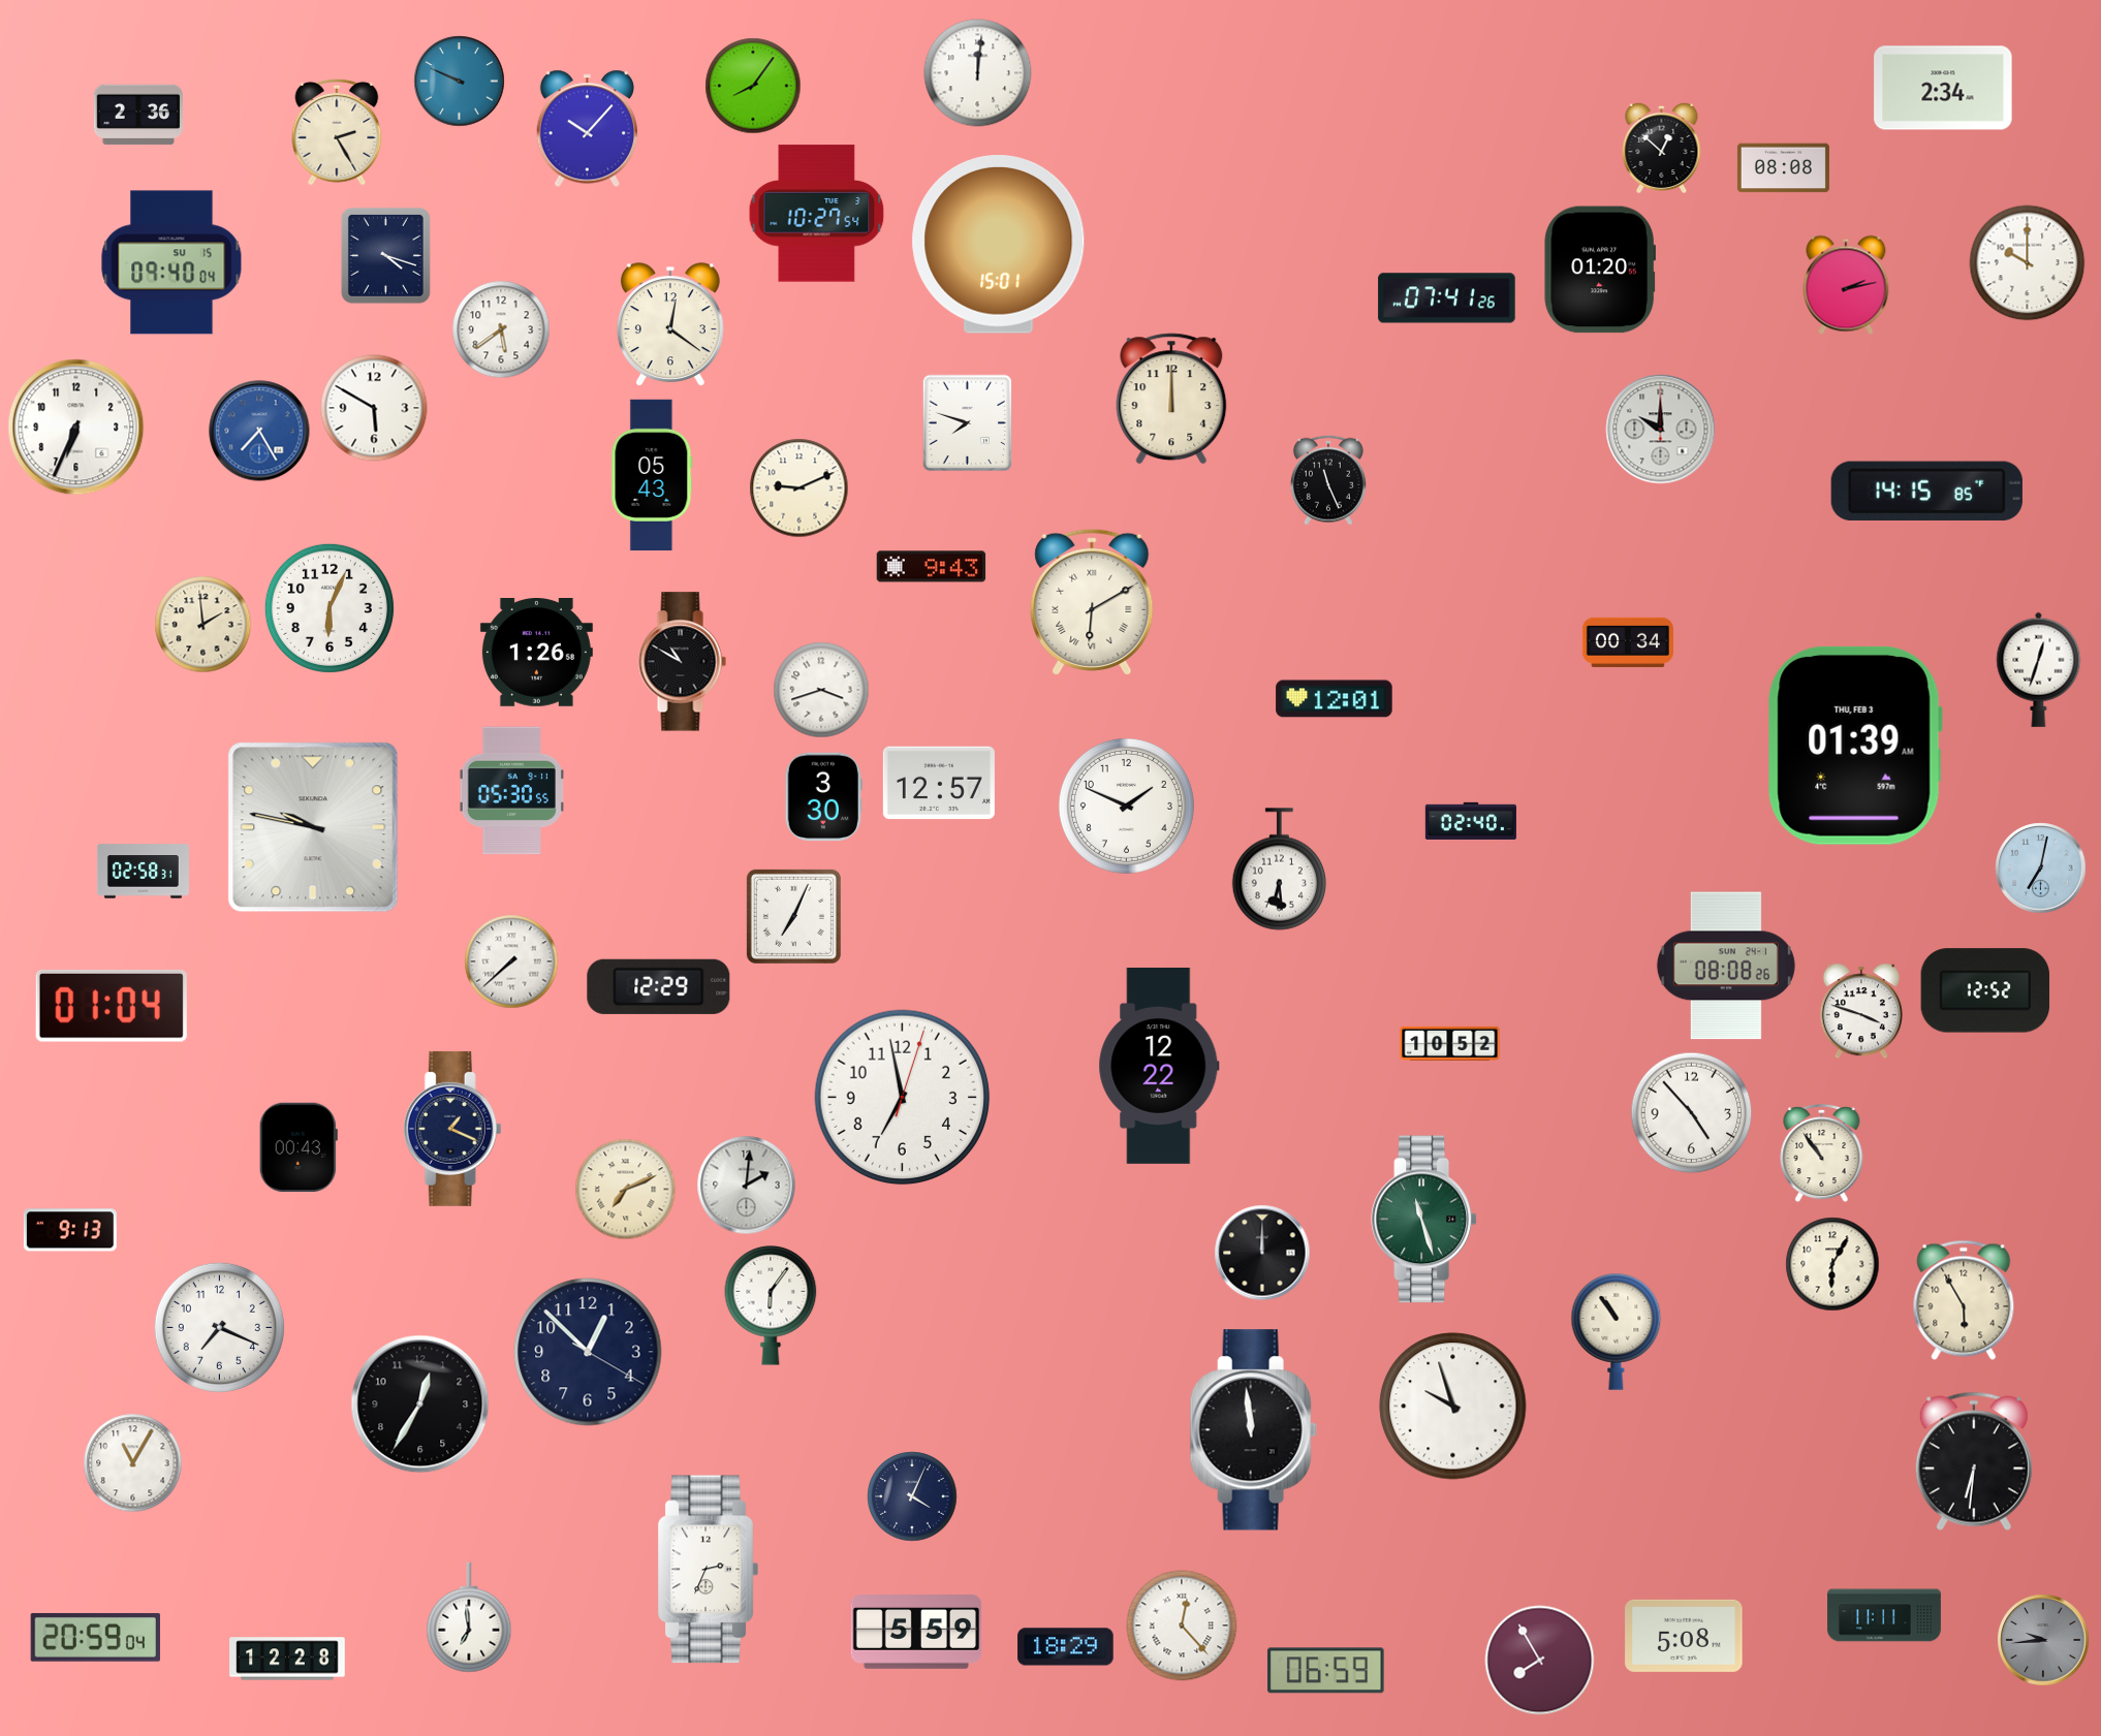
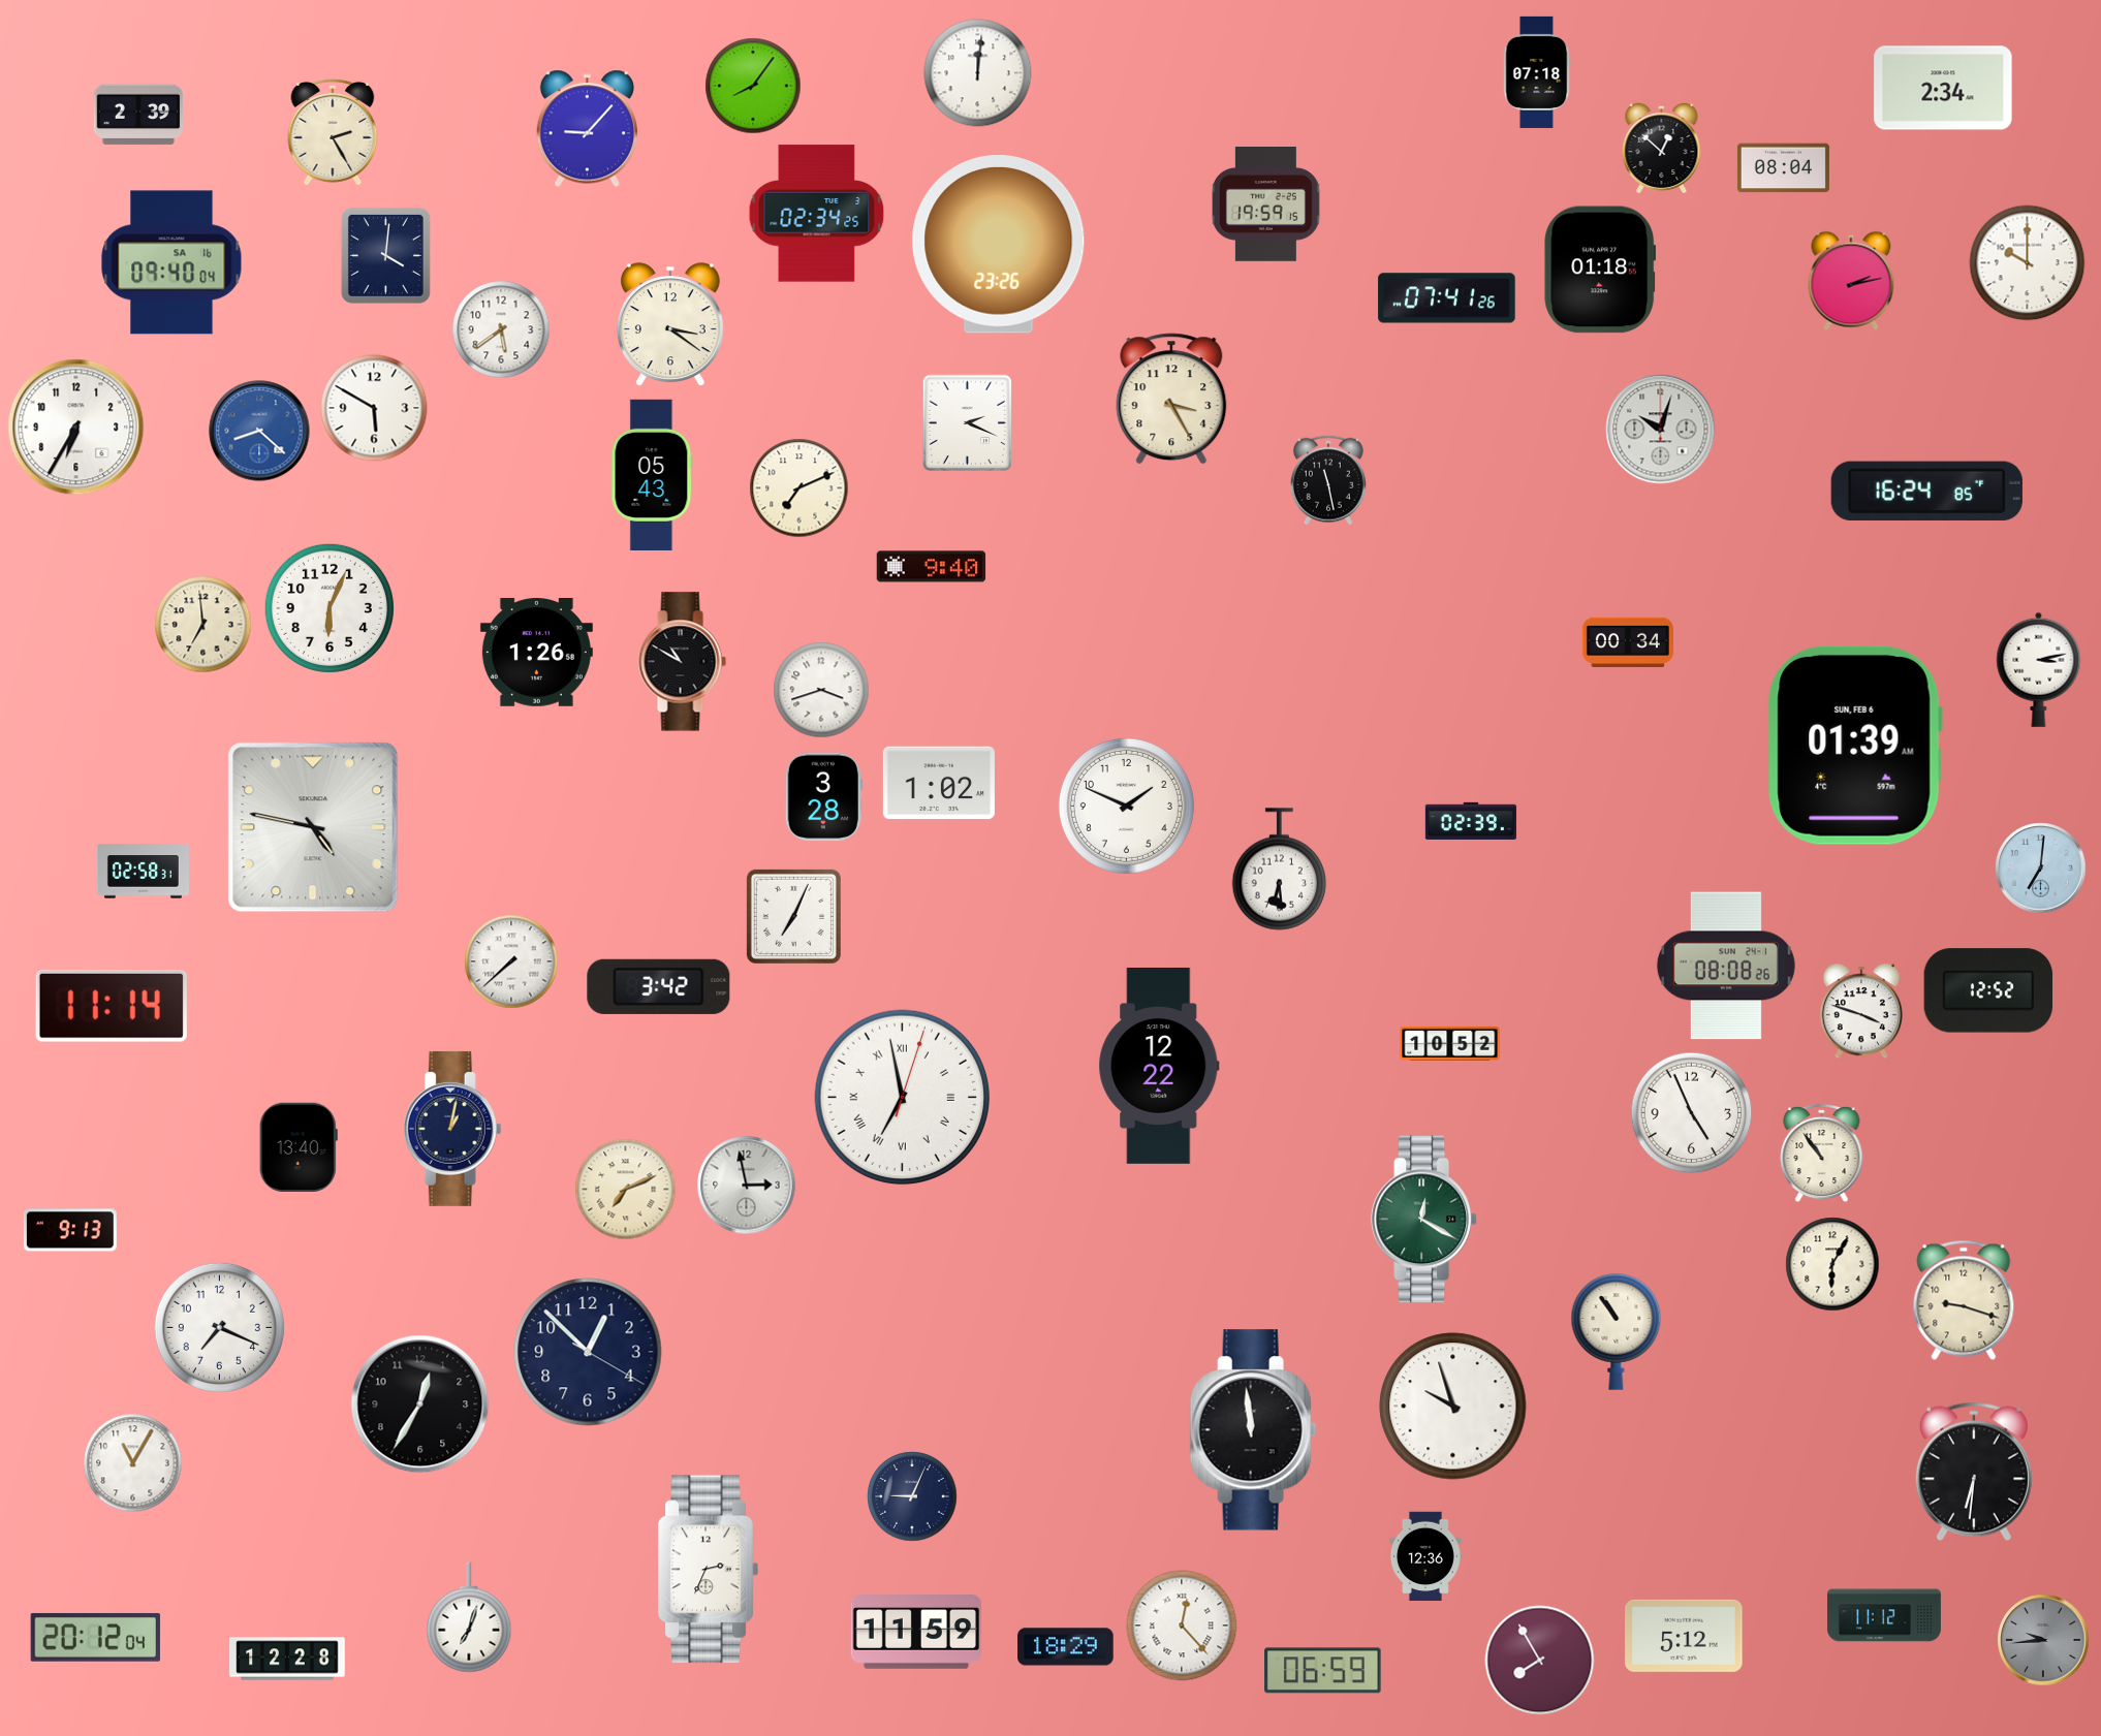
clock at (1537, 72): none -> 07:18
clock at (460, 82): 9:49 -> none
clock at (138, 115): 2:36 -> 2:39
clock at (587, 129): 10:07 -> 9:07
clock at (337, 132) position: (337, 132) -> (333, 132)
clock at (1783, 168): 08:08 -> 08:04
clock at (1266, 204): none -> 19:59
clock at (817, 214): 10:27 -> 02:34
clock at (999, 245): 15:01 -> 23:26
clock at (385, 255): 4:18 -> 4:01
clock at (171, 262) date: SU 15 -> SA 16
clock at (1599, 270): 01:20 -> 01:18
clock at (1846, 285) position: (1846, 285) -> (1851, 281)
clock at (670, 325): 12:21 -> 3:21
clock at (1171, 399): 12:00 -> 3:25
clock at (968, 423): 7:48 -> 2:19
clock at (76, 428): 6:34 -> 6:35
clock at (1661, 430): 10:00 -> 10:03
clock at (259, 431): 7:25 -> 8:22
clock at (1328, 480): 11:26 -> 11:28
clock at (799, 488): 9:11 -> 7:11
clock at (1926, 491): 14:15 -> 16:24
clock at (932, 567): 9:43 -> 9:40
clock at (1092, 602): 6:10 -> none
clock at (203, 625): 1:59 -> 6:59
clock at (2039, 669): 12:33 -> 3:13
clock at (1335, 699): 12:01 -> none
clock at (1855, 746) date: THU, FEB 3 -> SUN, FEB 6
clock at (939, 783): 12:57 -> 1:02
clock at (511, 791): 05:30 -> none
clock at (823, 797): 3:30 -> 3:28
clock at (1471, 821): 02:40 -> 02:39
clock at (313, 827): 9:47 -> 4:47
clock at (2041, 869): 7:02 -> 7:01
clock at (659, 986): 12:29 -> 3:42
clock at (1985, 990) position: (1985, 990) -> (1988, 990)
clock at (112, 1006): 01:04 -> 11:14
clock at (903, 1098) numerals: Arabic -> Roman
clock at (1692, 1113): 4:53 -> 4:56
clock at (452, 1129): 1:19 -> 1:02
clock at (299, 1146): 00:43 -> 13:40
clock at (747, 1186): 2:01 -> 2:58
clock at (1423, 1220): 11:27 -> 12:20
clock at (1262, 1253): 12:00 -> none
clock at (1964, 1300): 5:55 -> 9:18
clock at (771, 1306): 6:06 -> none
clock at (1974, 1461) position: (1974, 1461) -> (1974, 1472)
clock at (912, 1496): 4:04 -> 9:04
clock at (1425, 1556): none -> 12:36
clock at (1885, 1615): 11:11 -> 11:12
clock at (469, 1617): 6:59 -> 7:03
clock at (915, 1633): 5:59 -> 11:59
clock at (1684, 1636): 5:08 -> 5:12
clock at (95, 1637): 20:59 -> 20:12
clock at (1326, 1671) position: (1326, 1671) -> (1323, 1671)
